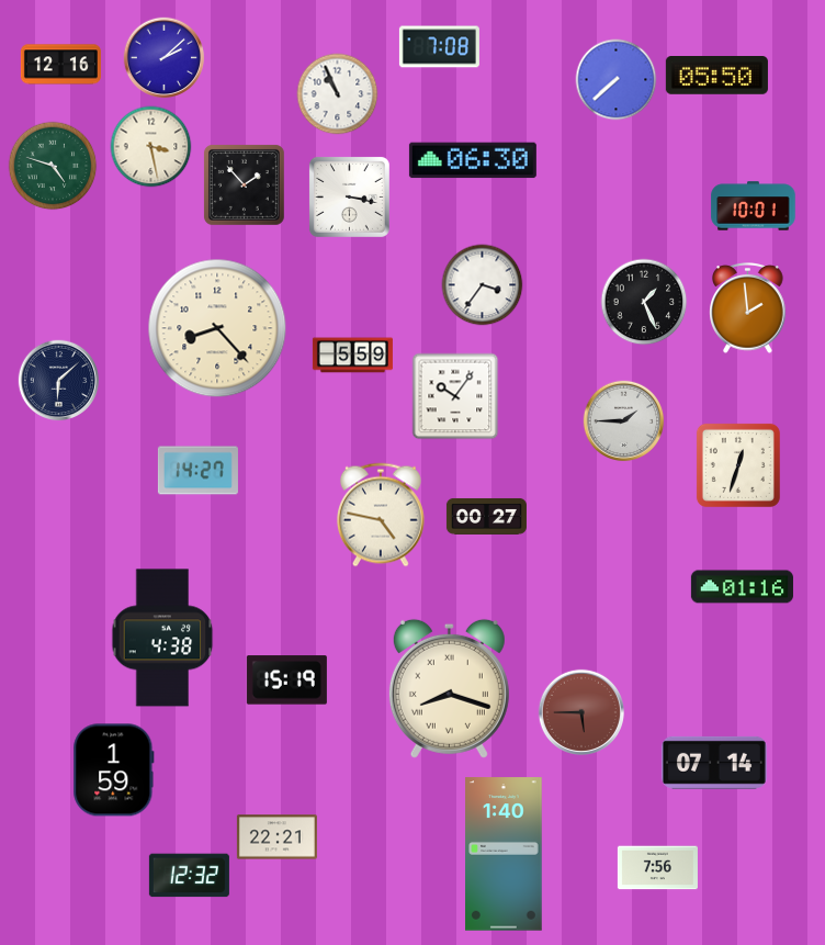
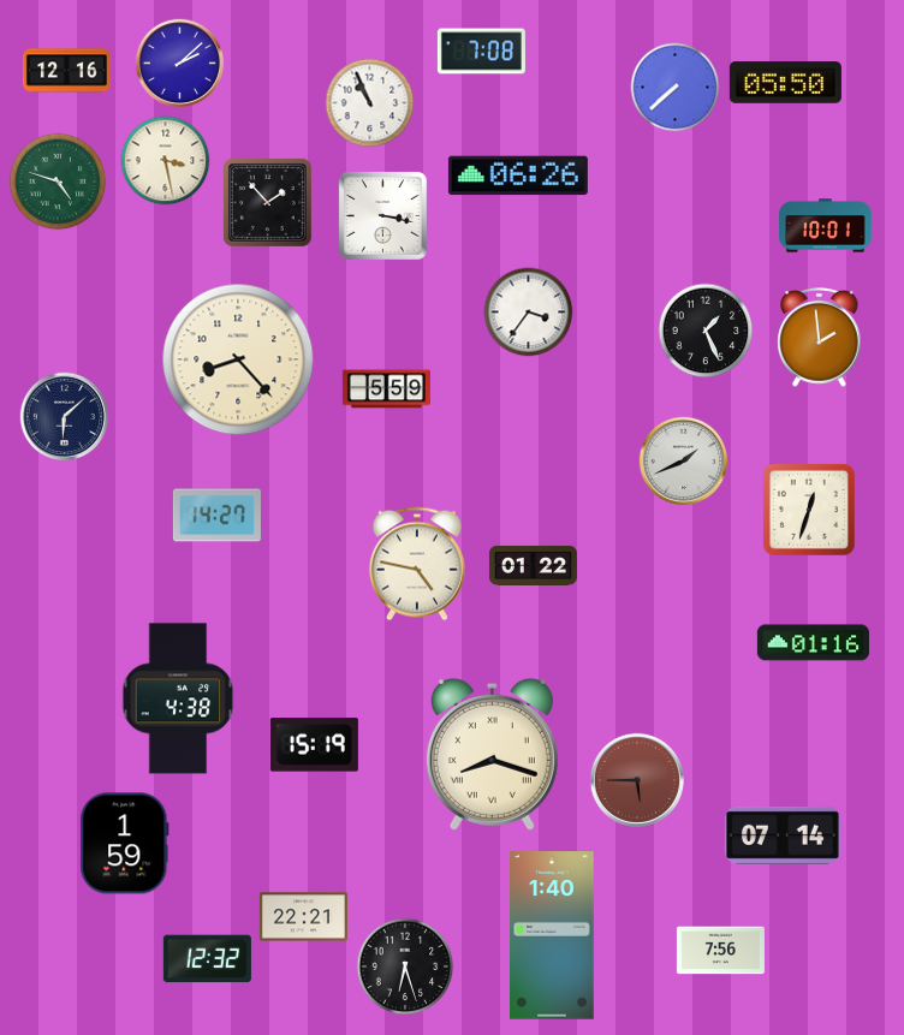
clock at (473, 160): 06:30 -> 06:26
clock at (455, 396): 10:06 -> none
clock at (624, 421): 1:45 -> 1:41
clock at (486, 516): 00:27 -> 01:22
clock at (405, 966): none -> 6:27
